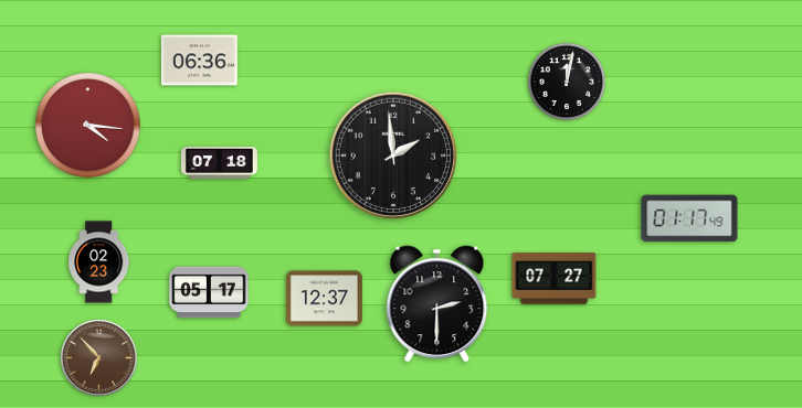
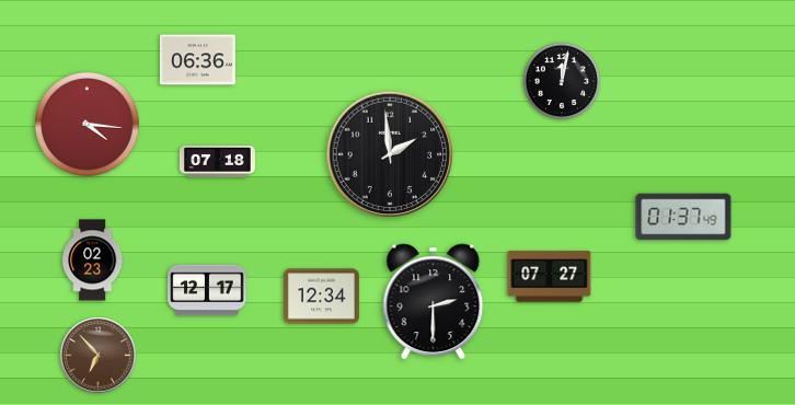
clock at (689, 218): 01:17 -> 01:37
clock at (99, 262) position: (99, 262) -> (93, 261)
clock at (209, 292): 05:17 -> 12:17
clock at (324, 299): 12:37 -> 12:34
